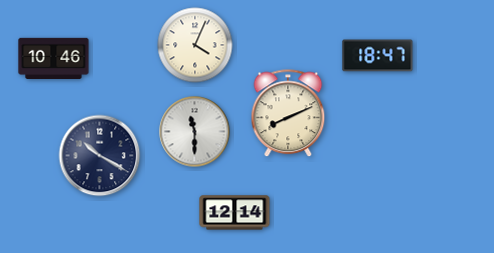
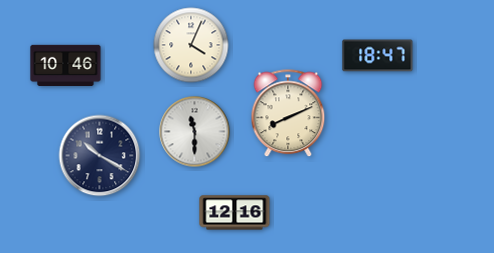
clock at (195, 45) position: (195, 45) -> (191, 45)
clock at (54, 58) position: (54, 58) -> (66, 65)
clock at (235, 213): 12:14 -> 12:16
